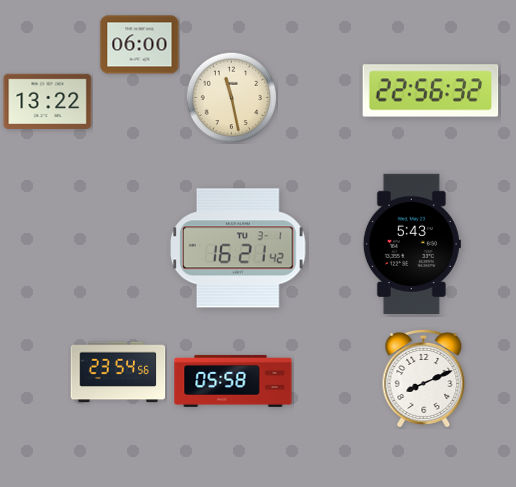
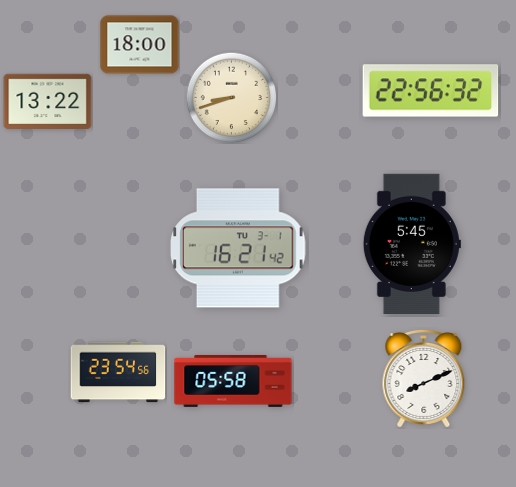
clock at (140, 45): 06:00 -> 18:00
clock at (231, 97): 11:28 -> 8:42
clock at (412, 243): 5:43 -> 5:45
